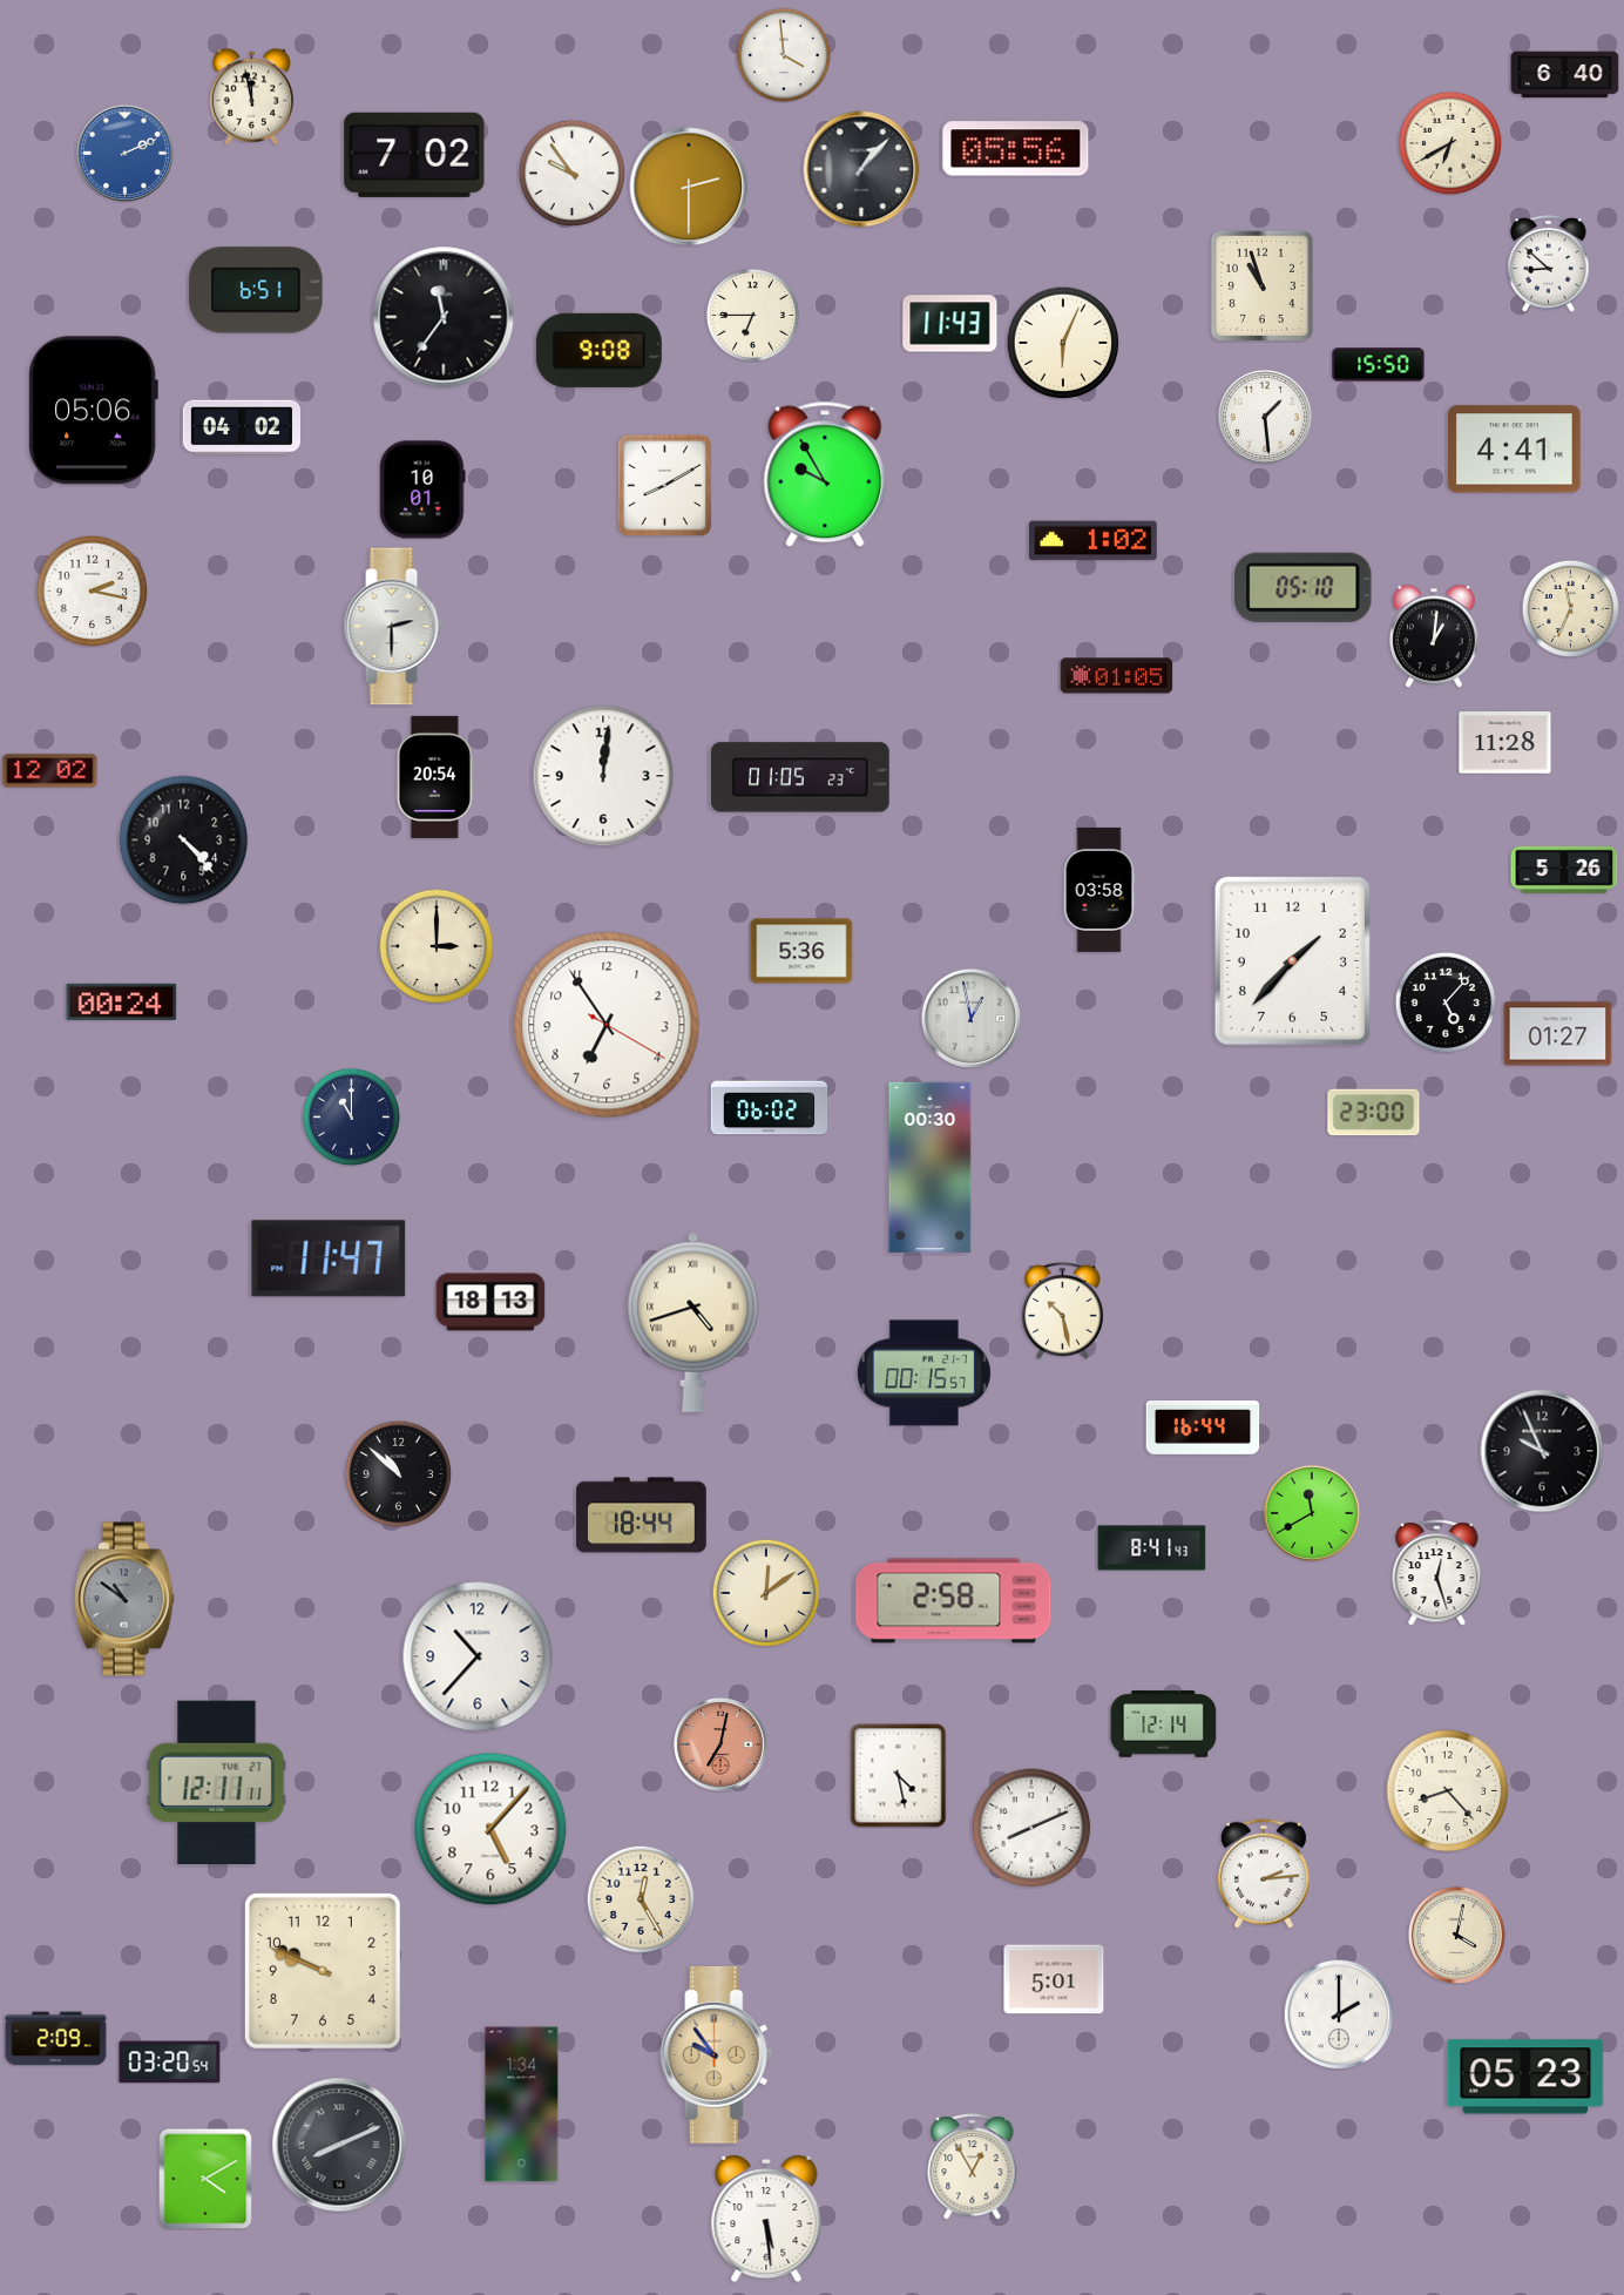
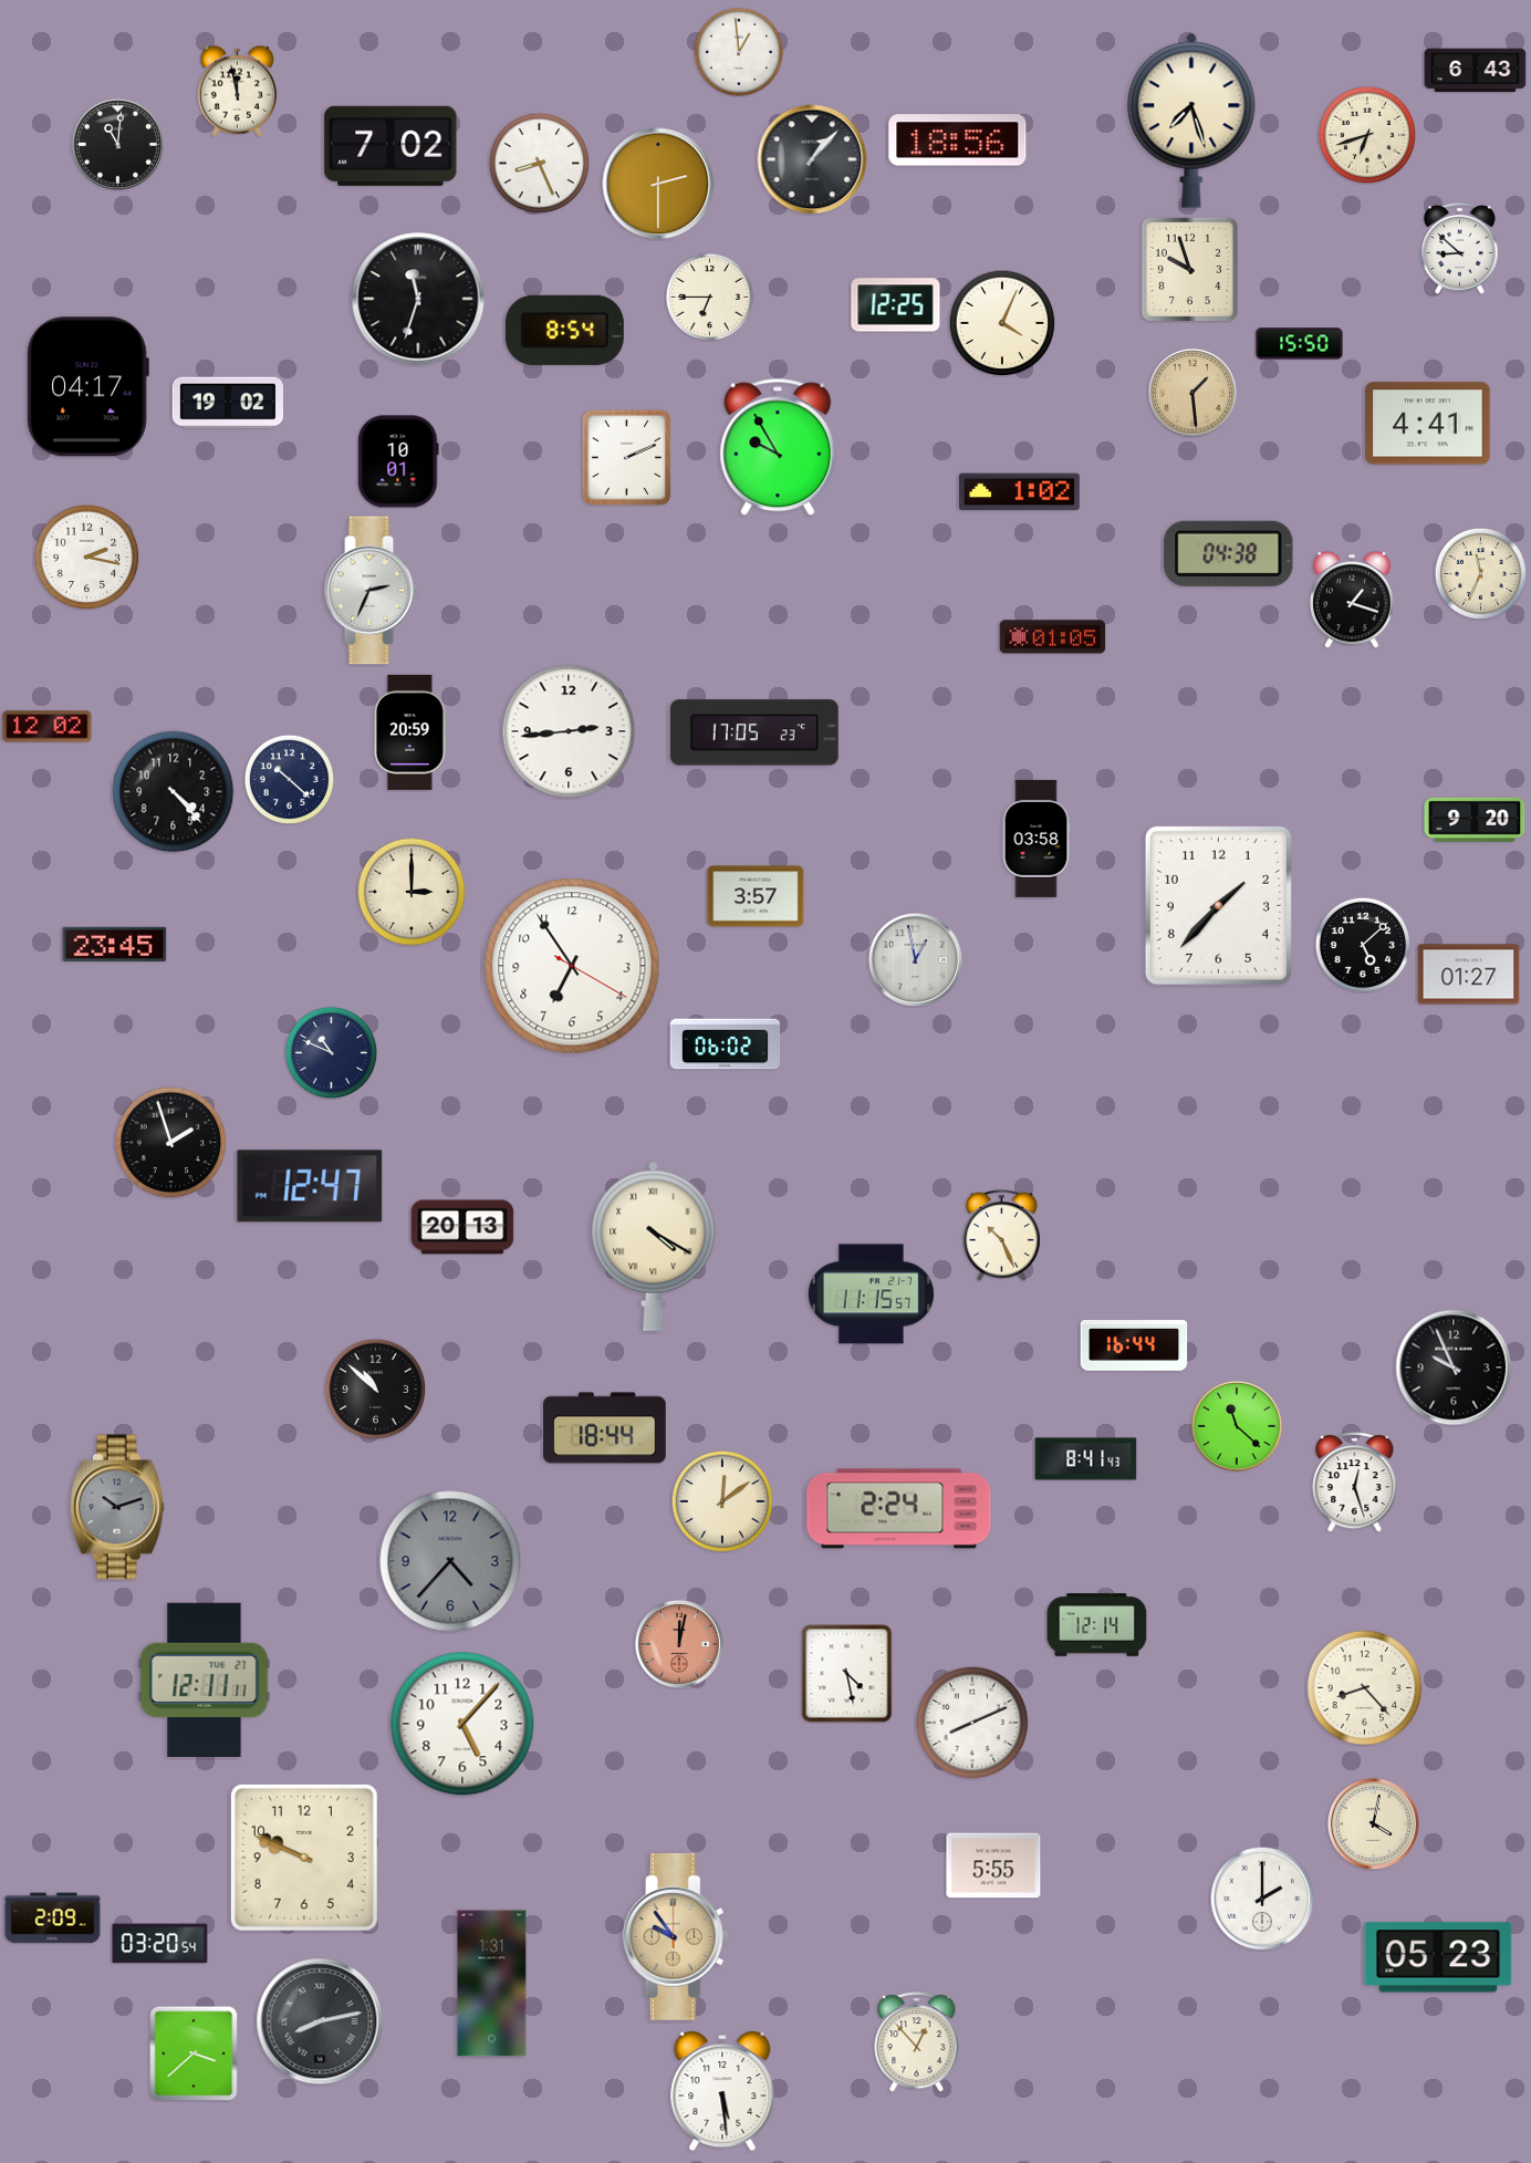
clock at (784, 55): 3:59 -> 12:59
clock at (1565, 75): 6:40 -> 6:43
clock at (1191, 121): none -> 7:27
clock at (1450, 143): 6:40 -> 6:42
clock at (1016, 149): 05:56 -> 18:56
clock at (124, 153): 2:11 -> 11:01
clock at (124, 153) dial: blue -> black
clock at (571, 173): 9:54 -> 8:26
clock at (689, 187) position: (689, 187) -> (658, 184)
clock at (1261, 285): 10:57 -> 9:57
clock at (256, 290): 6:51 -> none
clock at (444, 317): 11:36 -> 11:33
clock at (950, 324): 11:43 -> 12:25
clock at (1063, 343): 6:04 -> 4:04
clock at (598, 350): 9:08 -> 8:54
clock at (93, 411): 05:06 -> 04:17
clock at (1265, 417) dial: white -> champagne
clock at (241, 427): 04:02 -> 19:02
clock at (664, 485): 8:10 -> 2:11
clock at (1092, 541) position: (1092, 541) -> (1019, 492)
clock at (1304, 587): 05:10 -> 04:38
clock at (393, 627): 2:30 -> 2:34
clock at (1435, 636): 1:01 -> 1:18
clock at (1505, 743): 11:28 -> none
clock at (603, 776): 12:01 -> 2:44
clock at (435, 777): 20:54 -> 20:59
clock at (801, 777): 01:05 -> 17:05
clock at (289, 779): none -> 10:22
clock at (1564, 870): 5:26 -> 9:20
clock at (801, 951): 5:36 -> 3:57
clock at (122, 1001): 00:24 -> 23:45
clock at (1446, 1003): 5:07 -> 5:08
clock at (1374, 1113): 23:00 -> none
clock at (351, 1116): 11:00 -> 10:49
clock at (931, 1167): 00:30 -> none
clock at (171, 1143): none -> 1:57
clock at (329, 1258): 11:47 -> 12:47
clock at (490, 1302): 18:13 -> 20:13
clock at (1063, 1311): 10:28 -> 10:26
clock at (693, 1322): 4:42 -> 4:20
clock at (923, 1373): 00:15 -> 11:15
clock at (1312, 1513): 11:40 -> 11:22
clock at (124, 1599): 10:51 -> 10:12
clock at (954, 1601): 2:58 -> 2:24
clock at (478, 1656): 10:37 -> 4:37
clock at (478, 1656) dial: white -> grey
clock at (720, 1744): 7:02 -> 12:02
clock at (1264, 1874): 2:14 -> none
clock at (641, 1899): 12:25 -> none
clock at (1054, 1979): 5:01 -> 5:55
clock at (56, 2039) position: (56, 2039) -> (53, 1918)
clock at (522, 2105): 1:34 -> 1:31
clock at (339, 2145): 8:11 -> 8:13
clock at (973, 2167): 12:55 -> 12:53
clock at (205, 2179): 4:10 -> 3:38
